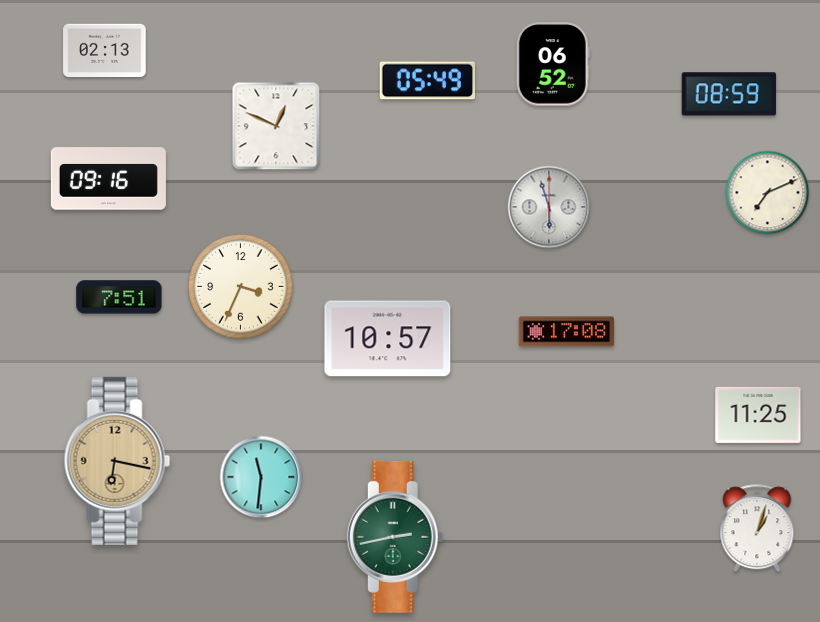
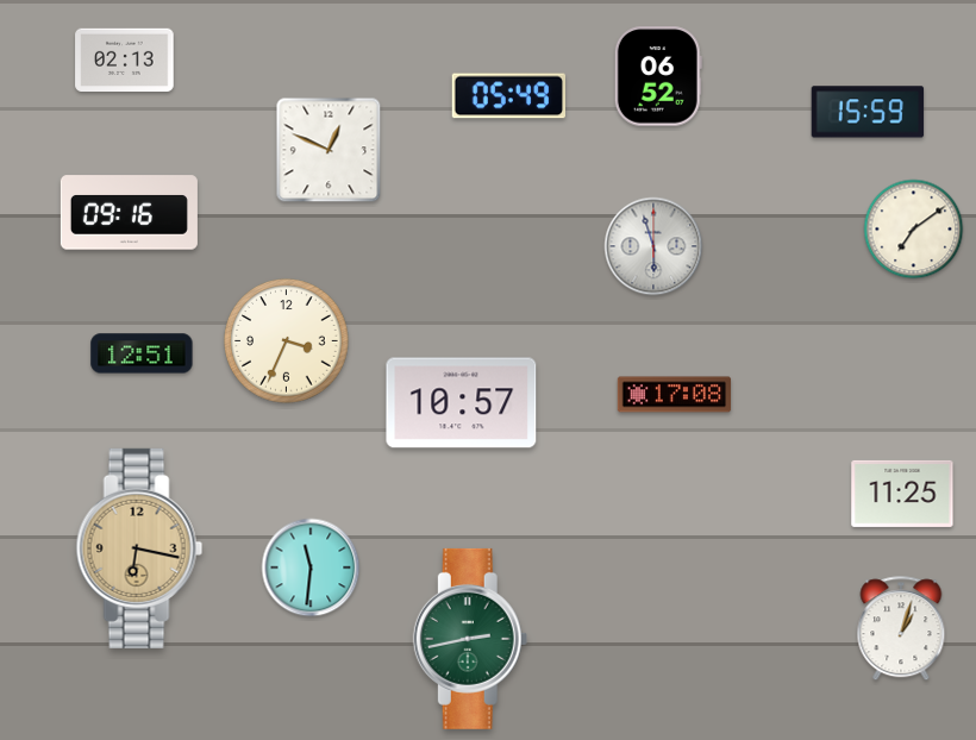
clock at (729, 94): 08:59 -> 15:59
clock at (768, 193): 7:11 -> 7:09
clock at (119, 297): 7:51 -> 12:51
